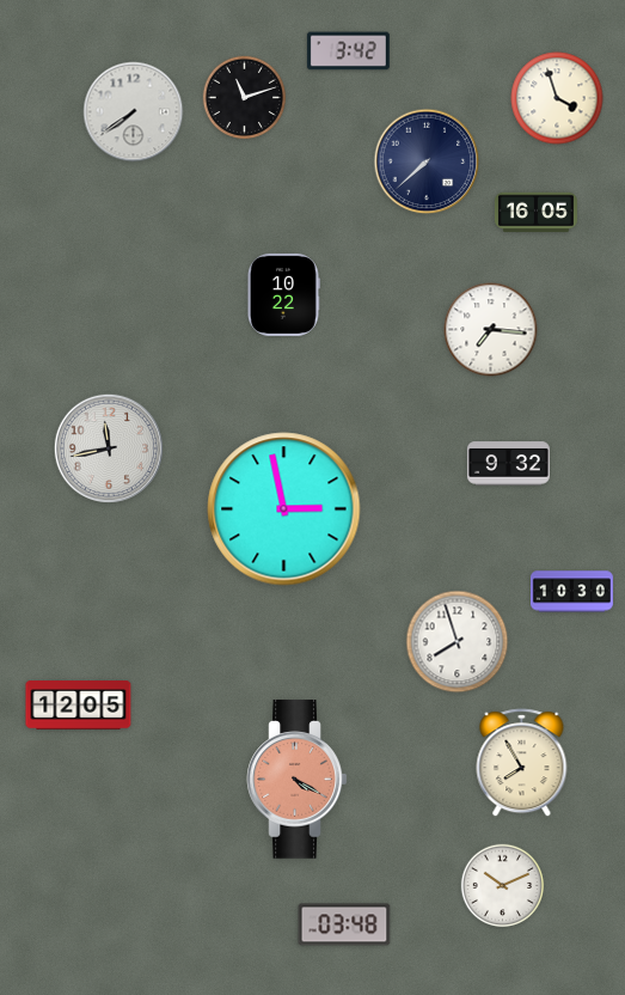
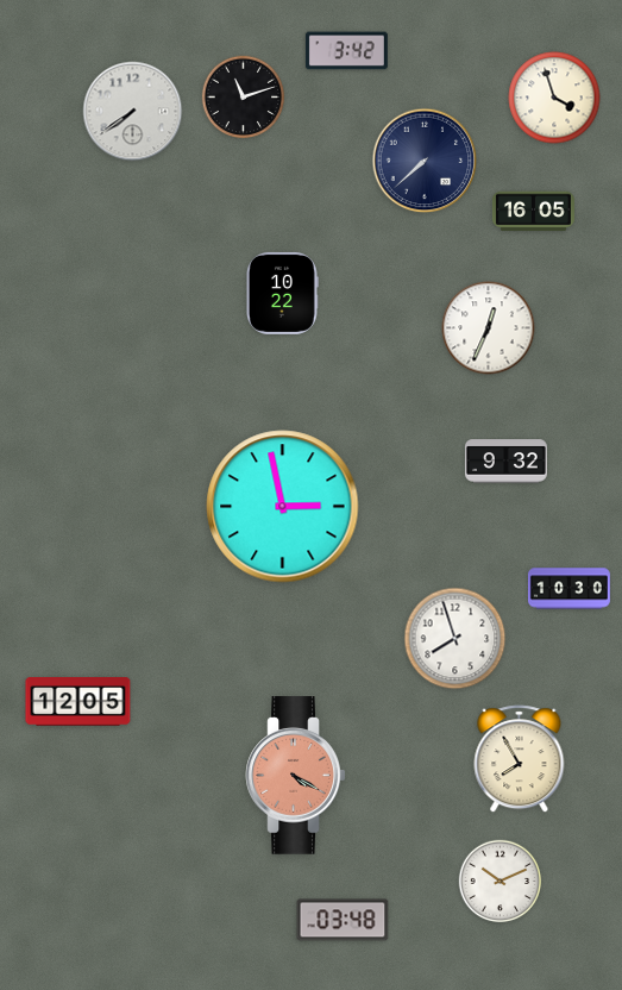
clock at (491, 330): 7:16 -> 12:34
clock at (109, 448): 11:43 -> none
